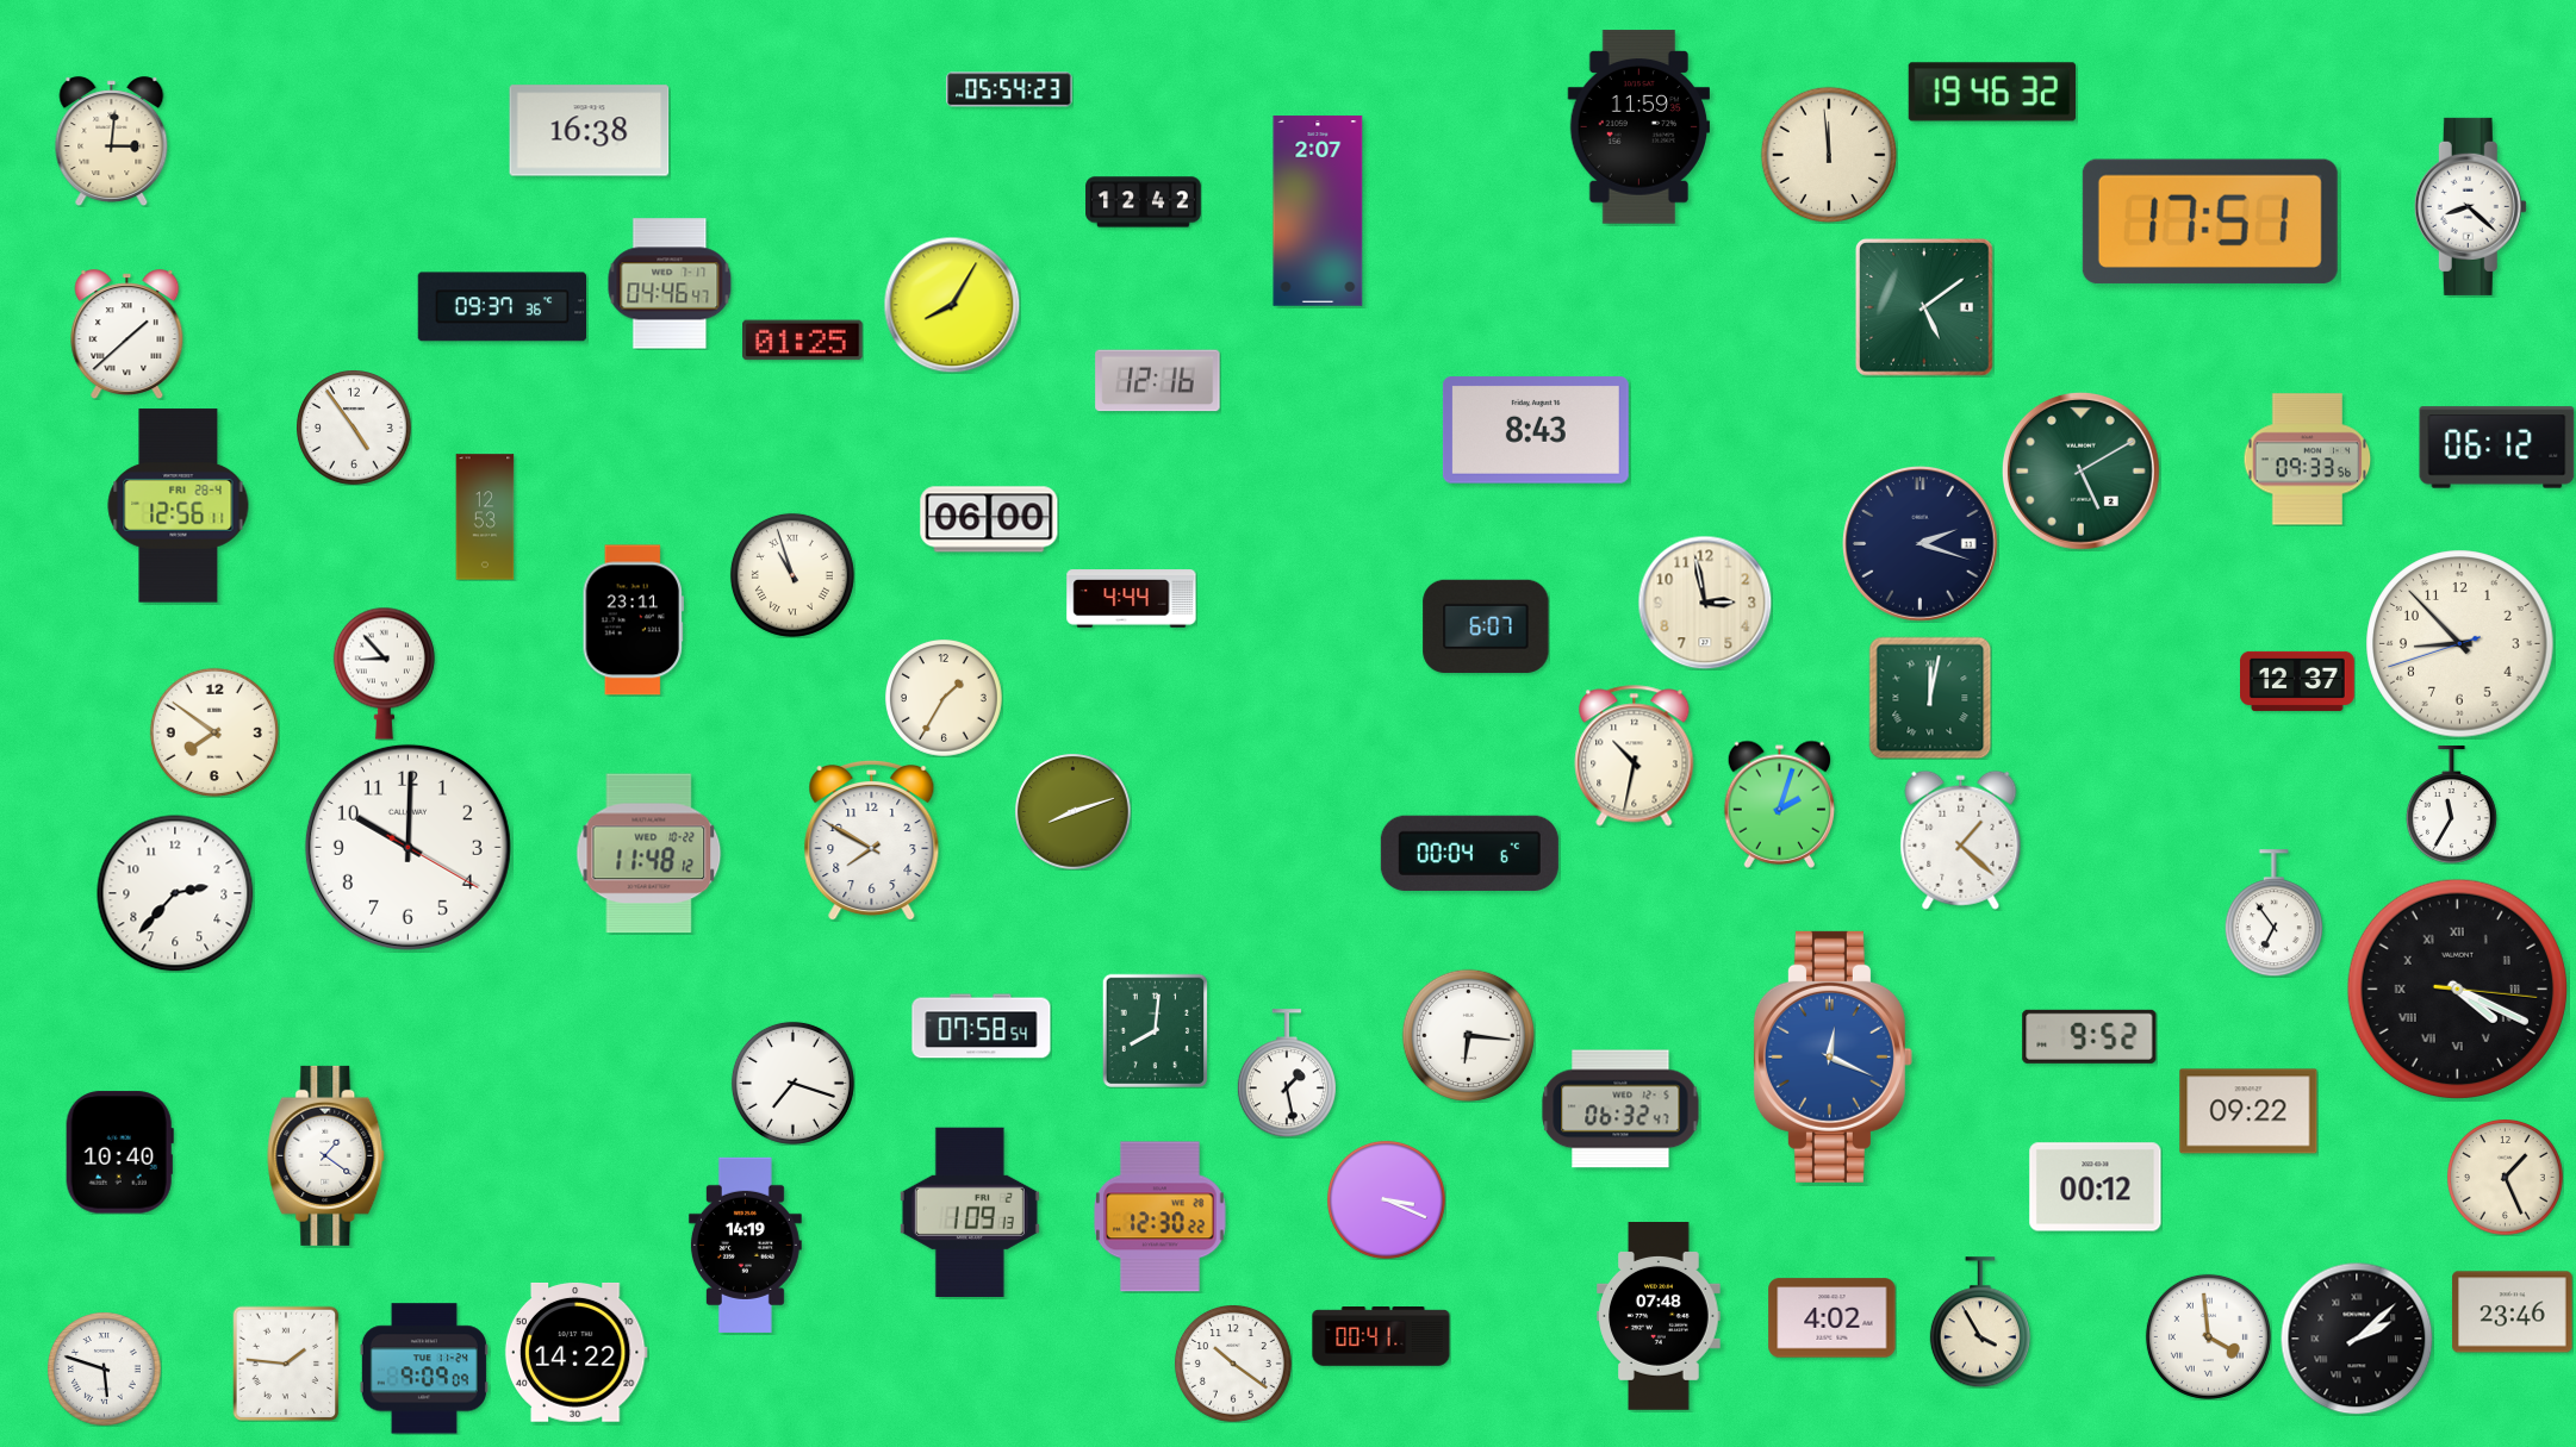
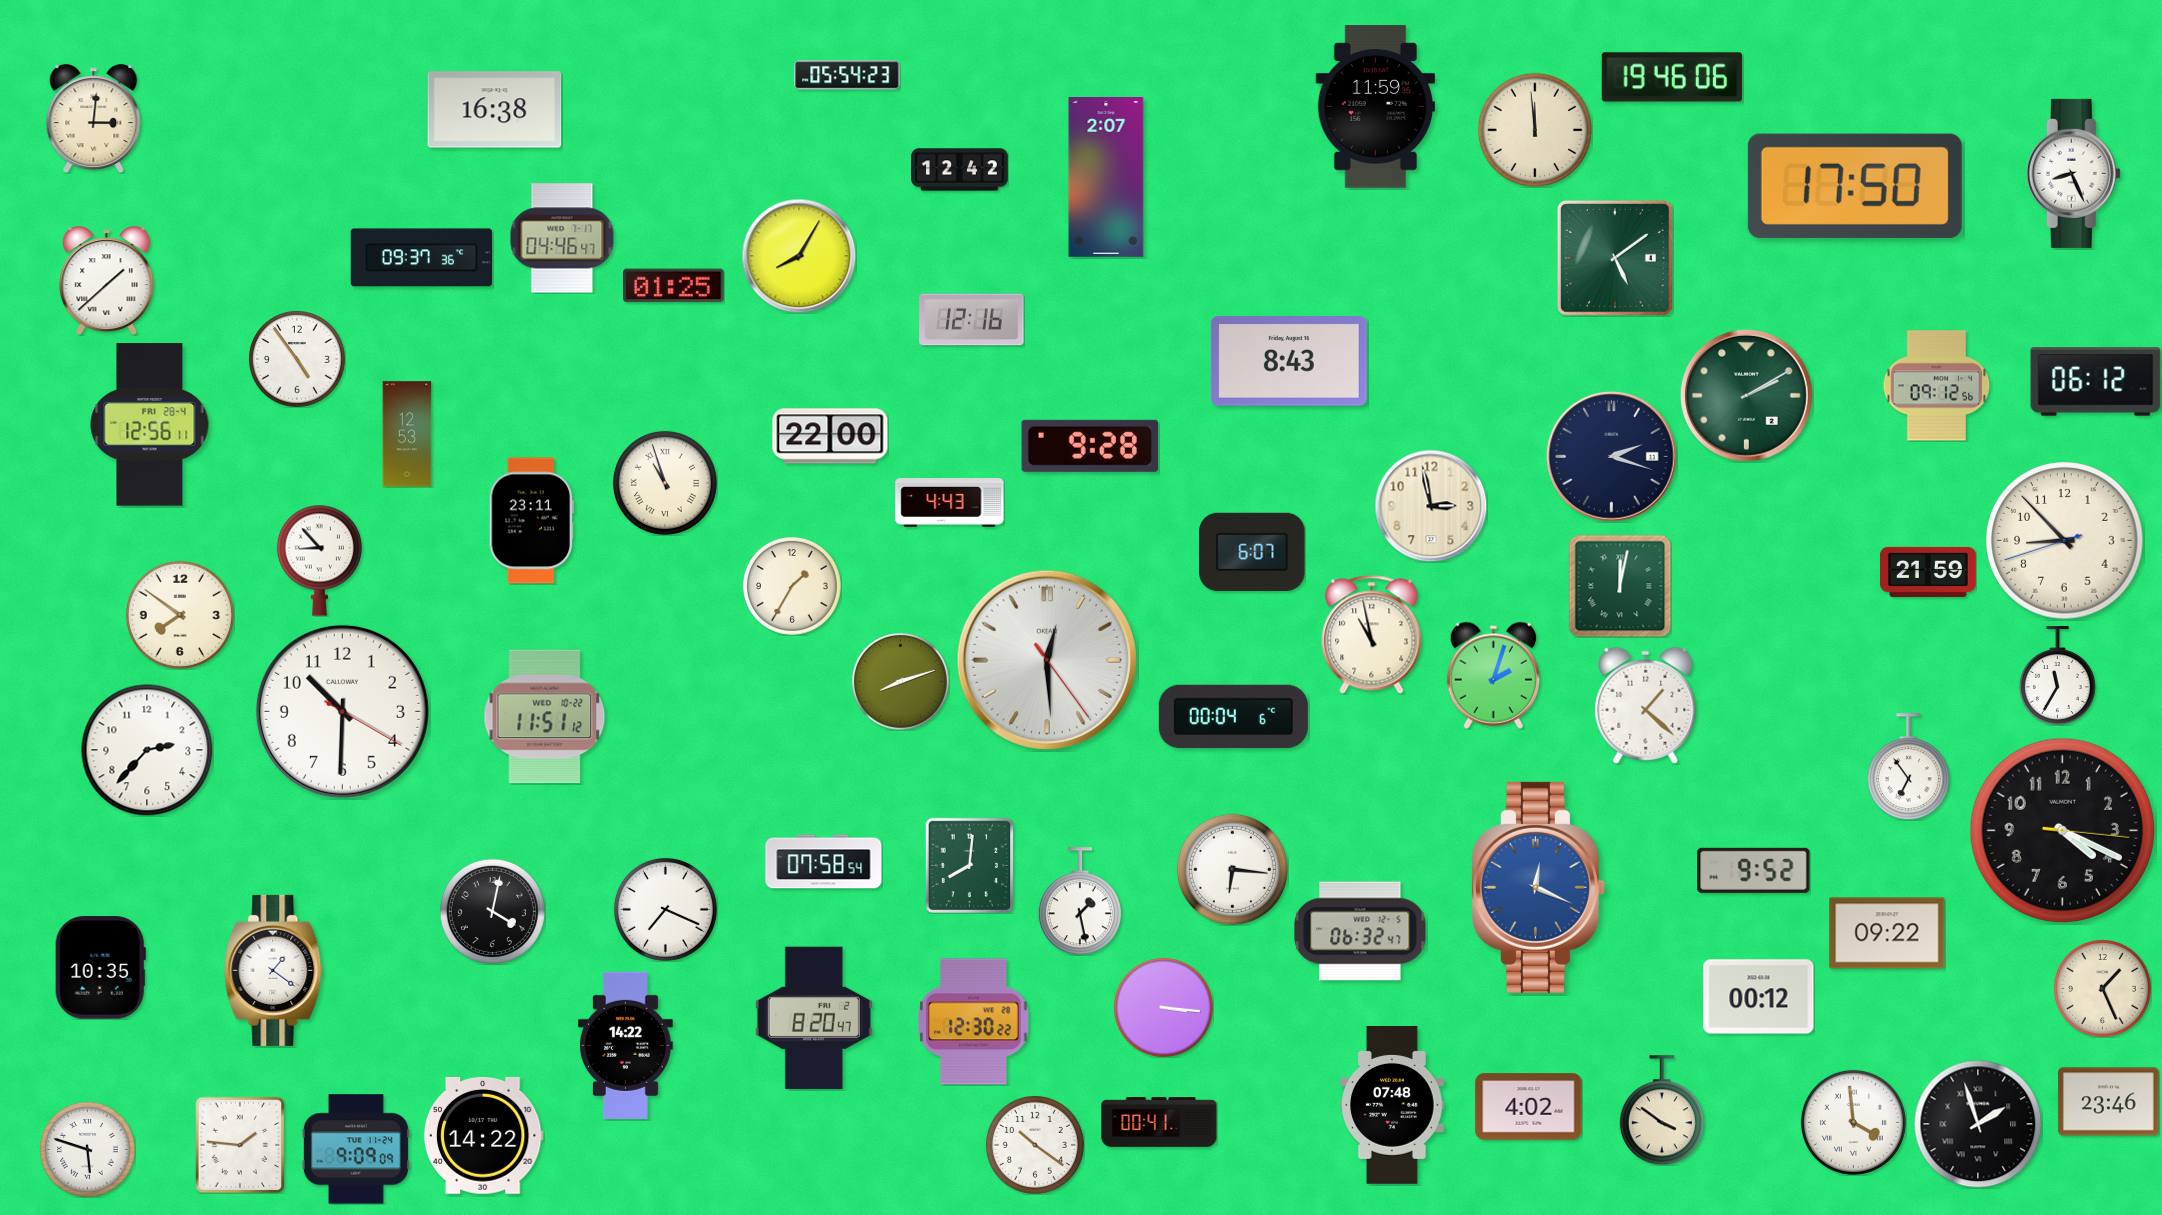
clock at (1992, 92): 19:46:32 -> 19:46:06
clock at (2470, 206): 8:22 -> 8:26
clock at (2210, 222): 17:51 -> 17:50
clock at (2497, 448) position: (2497, 448) -> (2096, 382)
clock at (2308, 460): 09:33 -> 09:12
clock at (2080, 470): 5:10 -> 2:10
clock at (989, 519): 06:00 -> 22:00
clock at (1090, 446): none -> 9:28
clock at (1132, 599): 4:44 -> 4:43
clock at (1486, 625) position: (1486, 625) -> (1252, 551)
clock at (384, 673) position: (384, 673) -> (319, 560)
clock at (2298, 681): 12:37 -> 21:59
clock at (1635, 756): 10:32 -> 10:58
clock at (1047, 660): none -> 12:29
clock at (872, 840): 7:50 -> none
clock at (407, 847): 10:00 -> 10:30
clock at (649, 854): 11:48 -> 11:51
clock at (2457, 988) numerals: Roman -> Arabic
clock at (792, 1083): 7:18 -> 7:19
clock at (492, 911): none -> 4:02
clock at (119, 1153): 10:40 -> 10:35
clock at (1386, 1199): 3:19 -> 3:16
clock at (970, 1212): 1:09 -> 8:20
clock at (745, 1245): 14:19 -> 14:22
clock at (1833, 1318) position: (1833, 1318) -> (1529, 1107)
clock at (1980, 1322): 3:55 -> 3:51
clock at (2357, 1339): 2:08 -> 1:57
